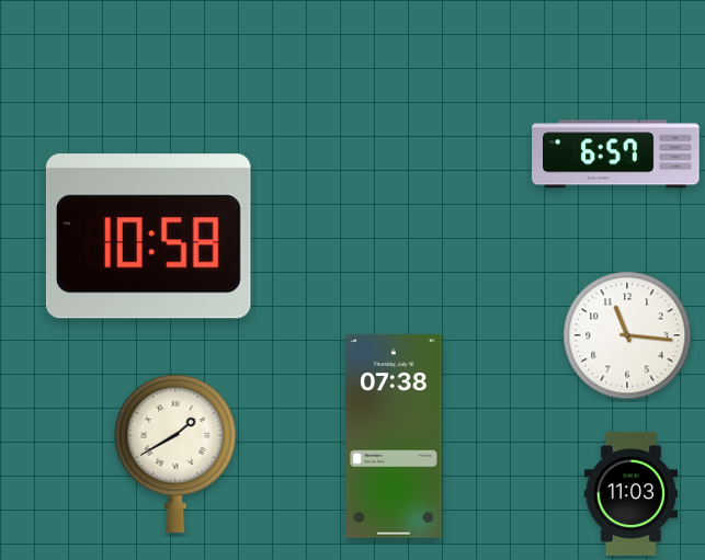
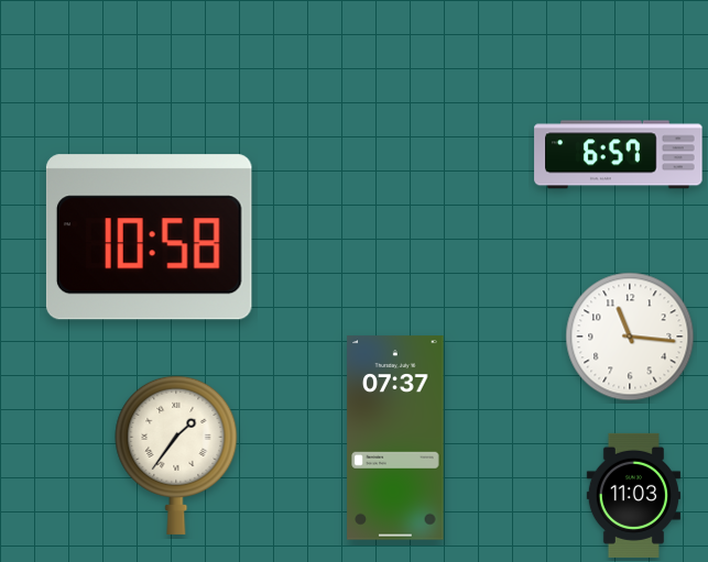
clock at (394, 436): 07:38 -> 07:37
clock at (175, 453): 1:40 -> 1:36
